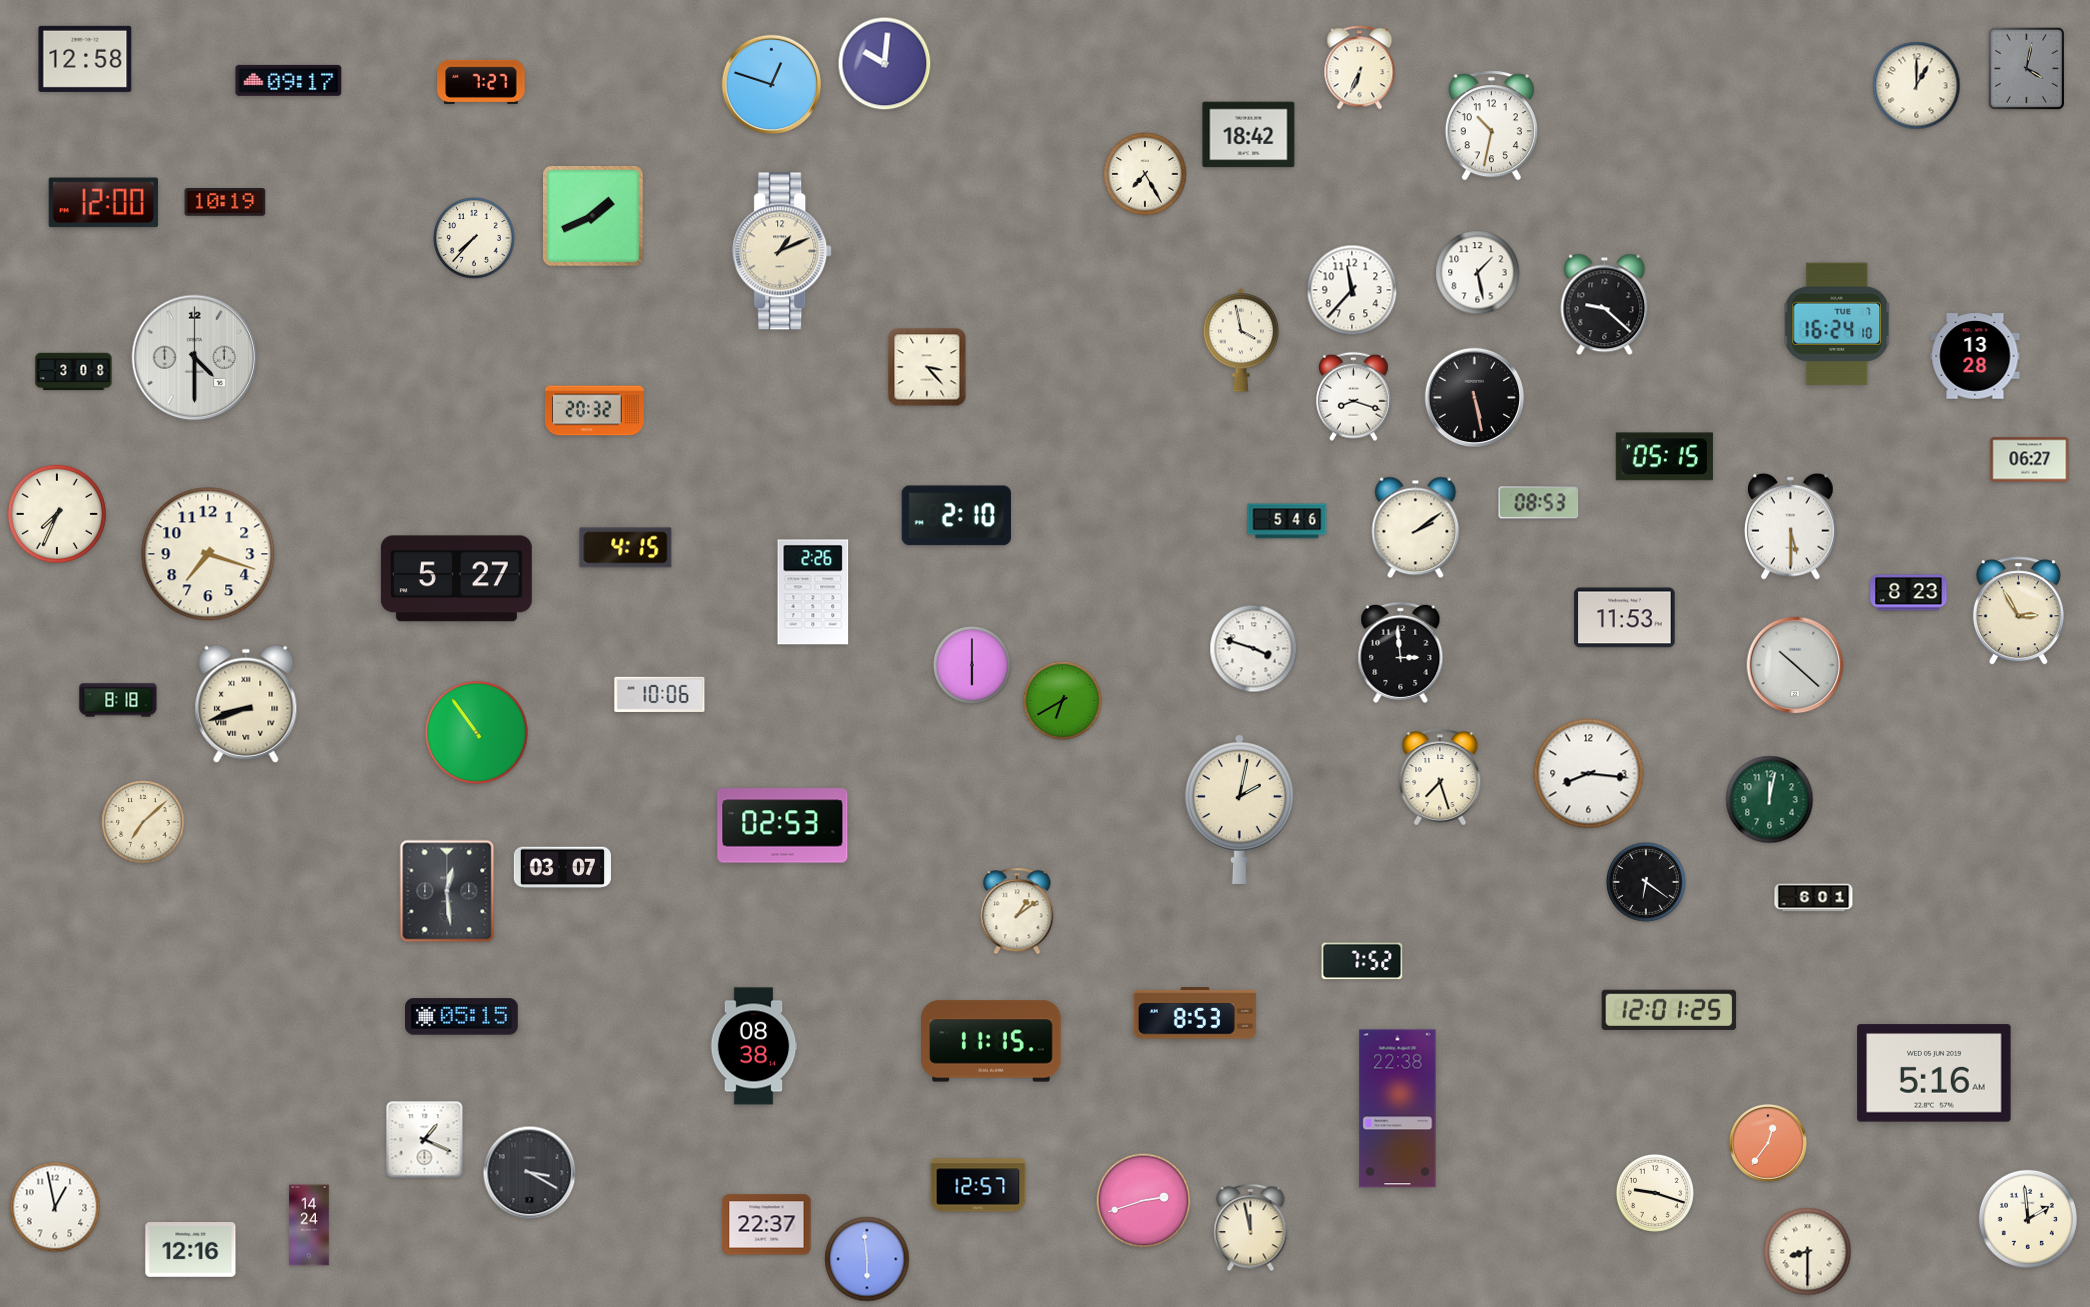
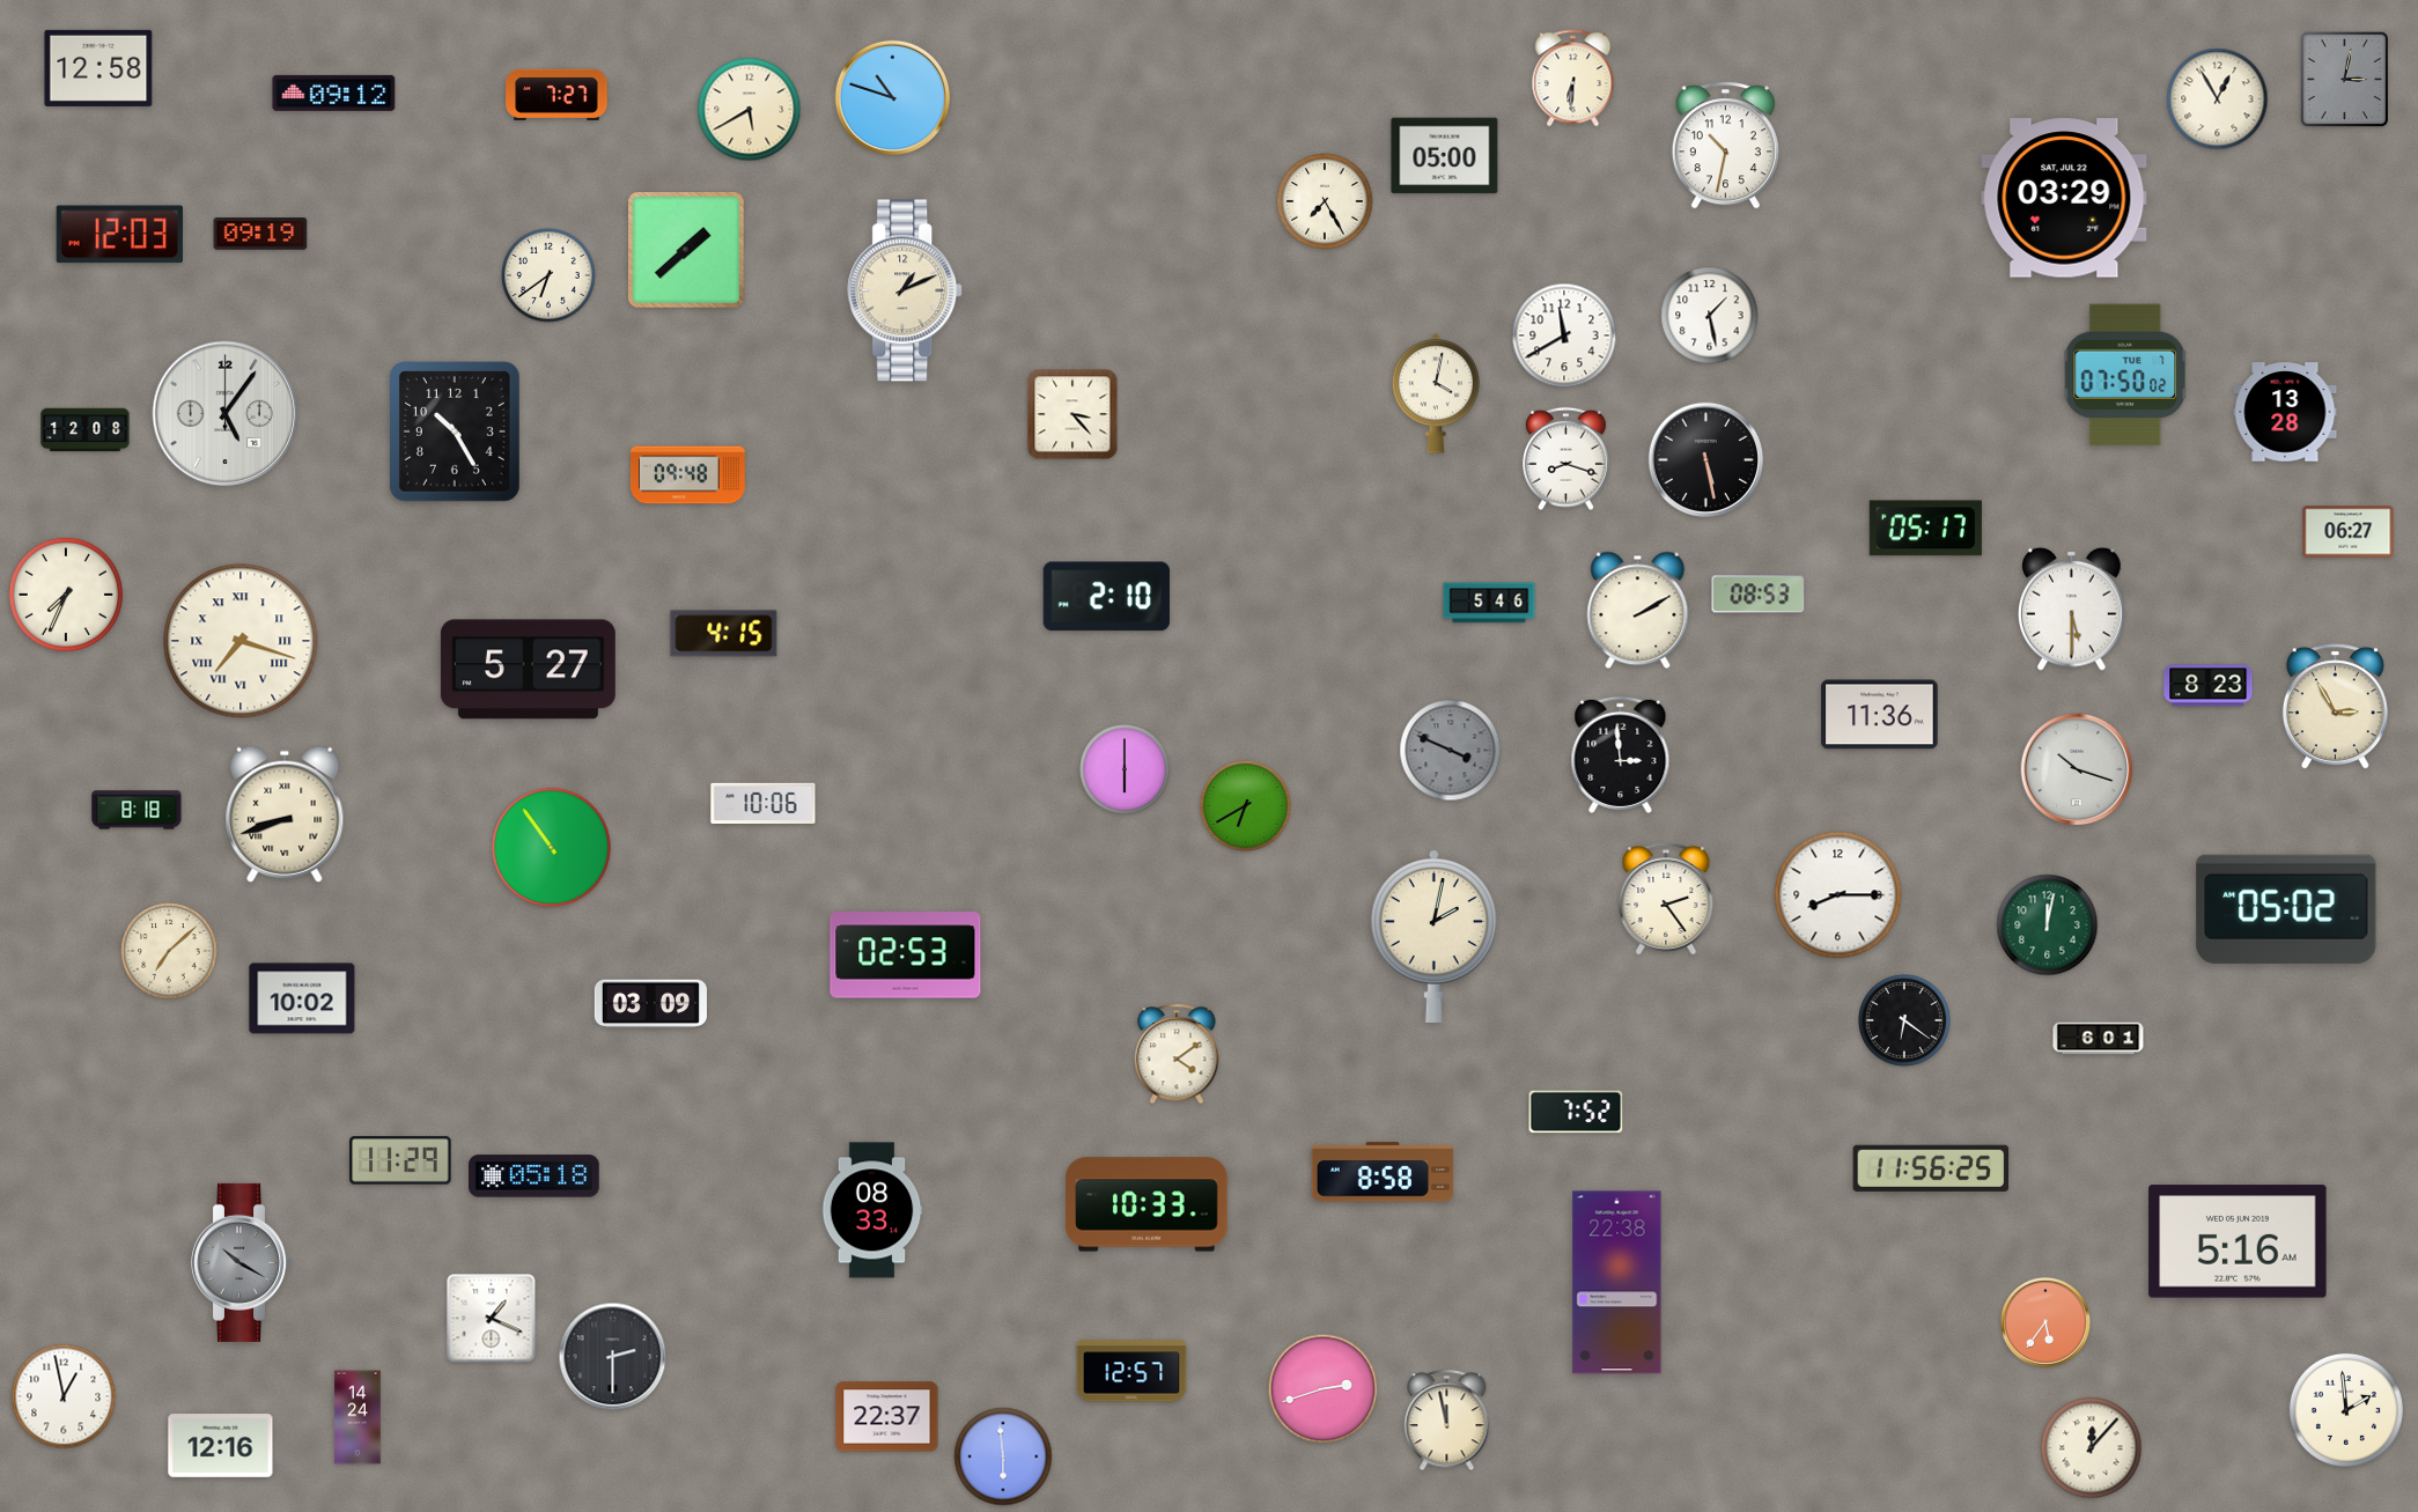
clock at (885, 64): 10:01 -> none
clock at (1360, 68): 6:34 -> 6:31
clock at (2027, 69): 4:02 -> 3:02
clock at (289, 80): 09:17 -> 09:12
clock at (771, 84): 12:48 -> 10:48
clock at (1917, 86): 1:00 -> 12:55
clock at (750, 110): none -> 5:40
clock at (1249, 135): 18:42 -> 05:00
clock at (2064, 198): none -> 03:29
clock at (225, 202): 10:19 -> 09:19
clock at (103, 203): 12:00 -> 12:03
clock at (594, 217): 1:41 -> 1:38
clock at (474, 238): 7:37 -> 6:39
clock at (1352, 290): 11:37 -> 11:40
clock at (1605, 305): 9:22 -> none
clock at (1838, 324): 16:24 -> 07:50
clock at (1241, 340): 3:58 -> 4:02
clock at (195, 358): 4:30 -> 5:06
clock at (927, 367) position: (927, 367) -> (1072, 414)
clock at (74, 372): 3:08 -> 12:08
clock at (456, 433): none -> 10:25
clock at (594, 411): 20:32 -> 09:48
clock at (1664, 457): 05:15 -> 05:17
clock at (1539, 503) position: (1539, 503) -> (1759, 595)
clock at (1416, 528): 2:09 -> 2:10
clock at (208, 554) numerals: Arabic -> Roman
clock at (813, 592): 2:26 -> none
clock at (1625, 618): 11:53 -> 11:36
clock at (1254, 649): 3:48 -> 3:49
clock at (1254, 649) dial: white -> grey
clock at (1795, 665): 10:22 -> 10:18
clock at (1062, 700) position: (1062, 700) -> (1245, 805)
clock at (1589, 774): 8:16 -> 8:15
clock at (1440, 777): 7:27 -> 2:24
clock at (2286, 909): none -> 05:02
clock at (143, 822) position: (143, 822) -> (169, 951)
clock at (302, 998): none -> 10:02
clock at (562, 868): 03:07 -> 03:09
clock at (447, 891): 12:29 -> none
clock at (1017, 911): 1:09 -> 4:09
clock at (400, 1160): none -> 11:29
clock at (1669, 1010): 12:01 -> 11:56
clock at (1195, 1013): 8:53 -> 8:58
clock at (462, 1017): 05:15 -> 05:18
clock at (991, 1041): 11:15 -> 10:33
clock at (754, 1046): 08:38 -> 08:33
clock at (241, 1262): none -> 10:20
clock at (1768, 1143): 12:36 -> 5:36
clock at (530, 1173): 3:20 -> 2:30
clock at (1655, 1193): 9:18 -> none
clock at (1808, 1252): 8:30 -> 12:07
